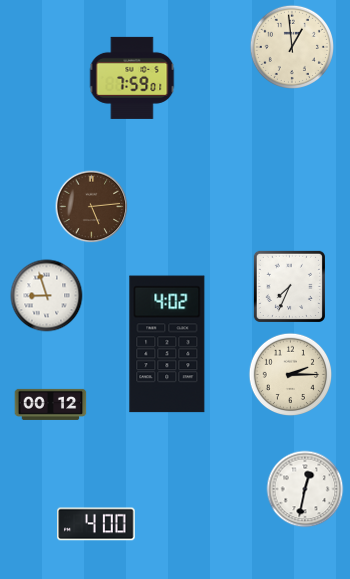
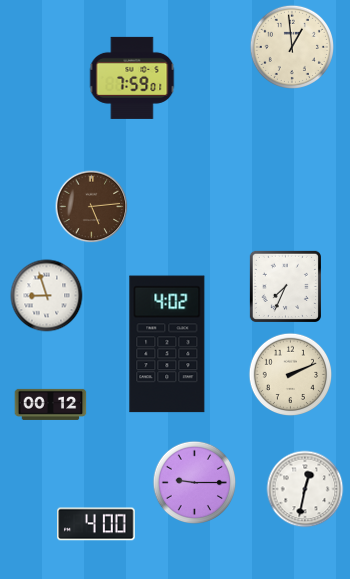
clock at (289, 286) position: (289, 286) -> (285, 286)
clock at (291, 375): 2:15 -> 2:11
clock at (195, 483): none -> 9:15
